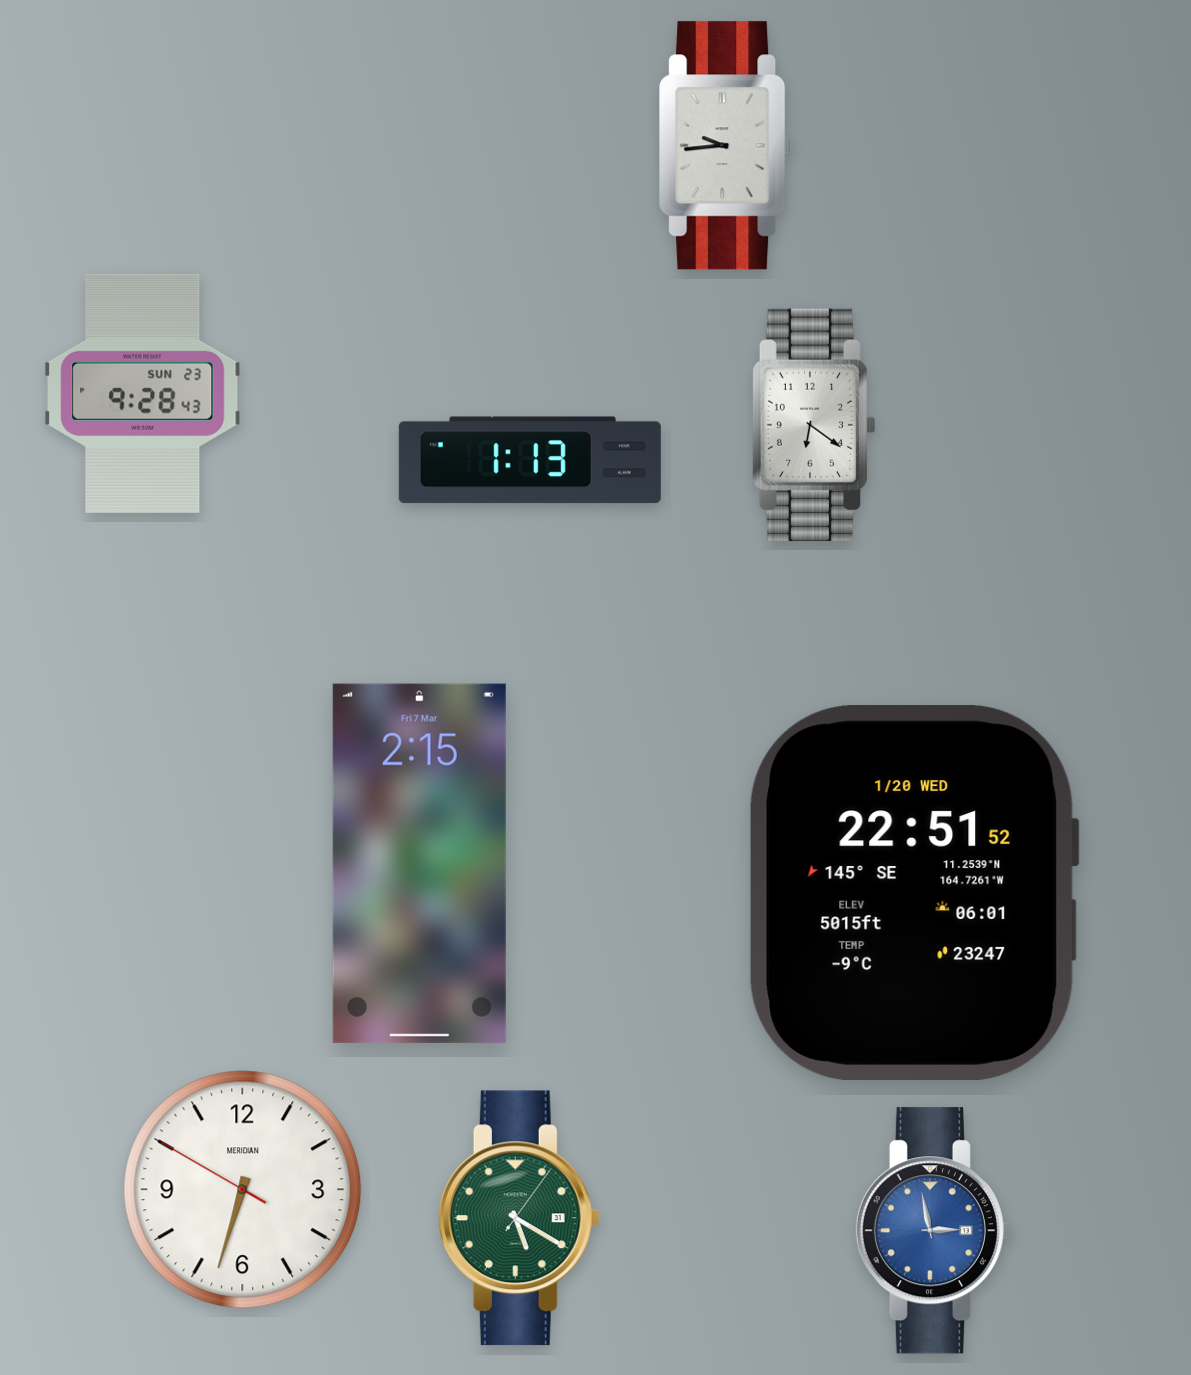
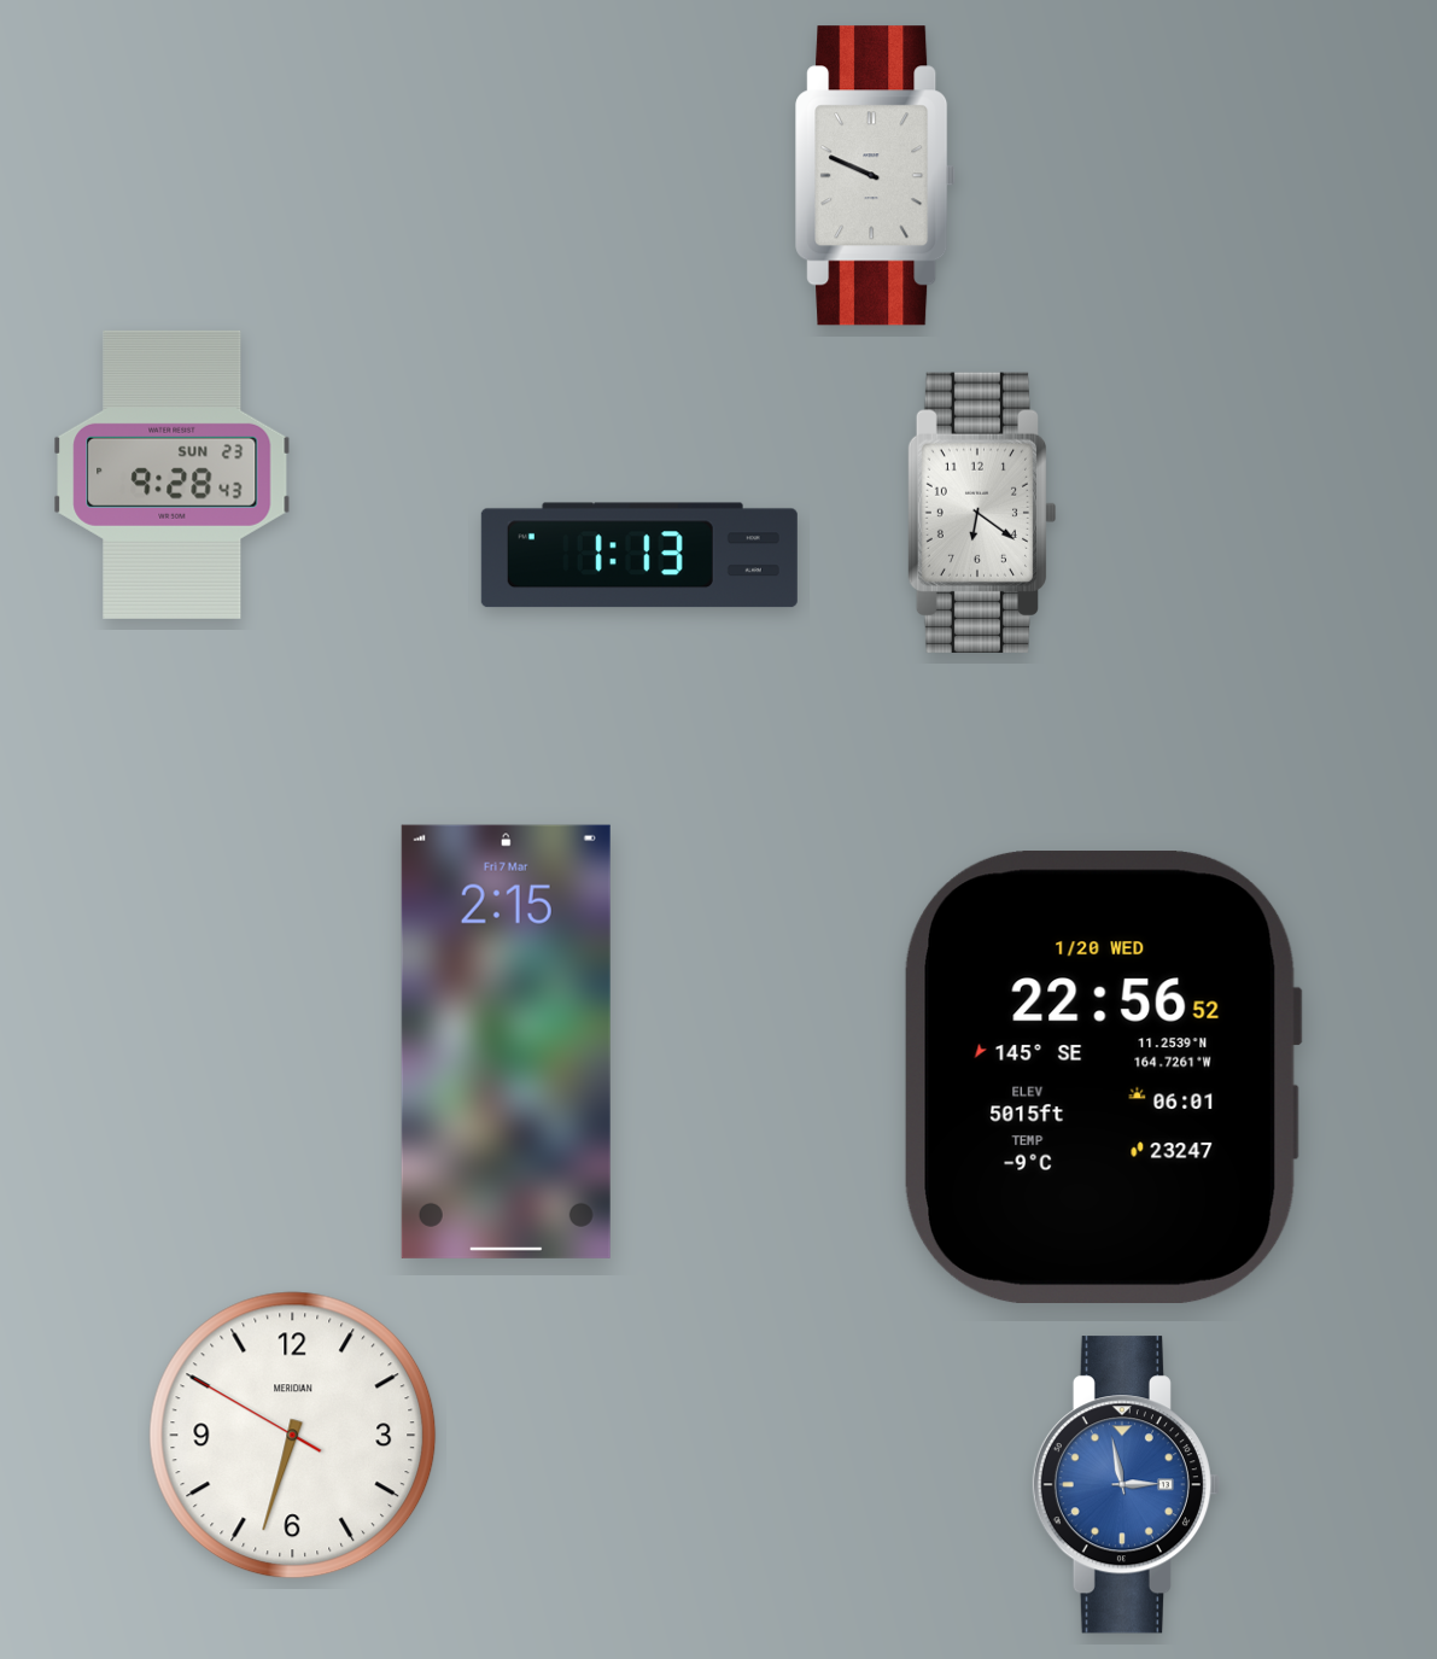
clock at (726, 146): 9:44 -> 9:49
clock at (913, 892): 22:51 -> 22:56
clock at (519, 1218): 5:20 -> none
